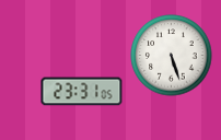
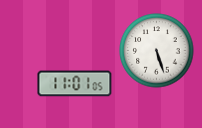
clock at (82, 92): 23:31 -> 11:01
